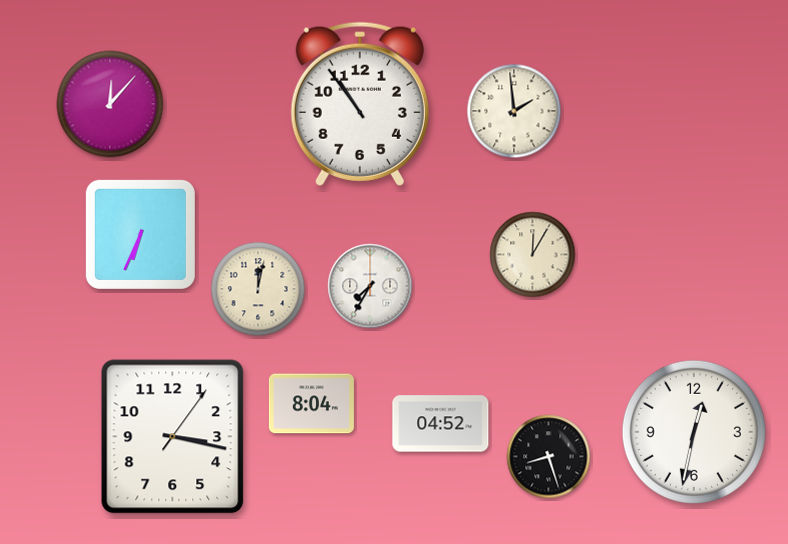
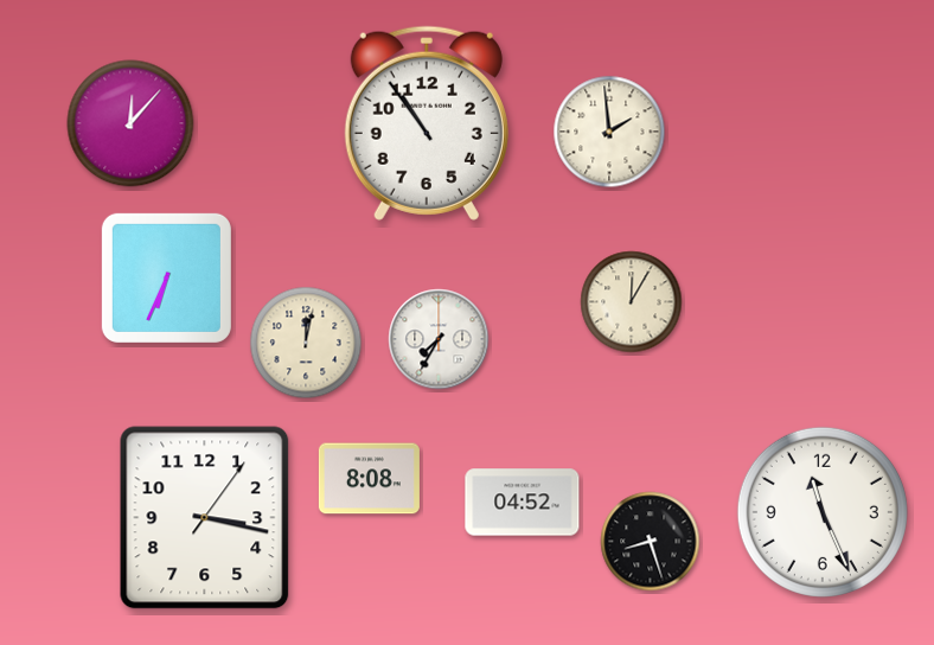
clock at (311, 404): 8:04 -> 8:08
clock at (694, 432): 12:32 -> 11:26
